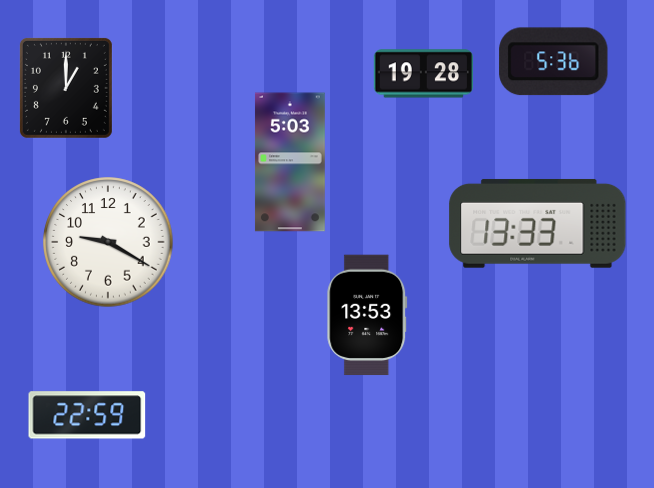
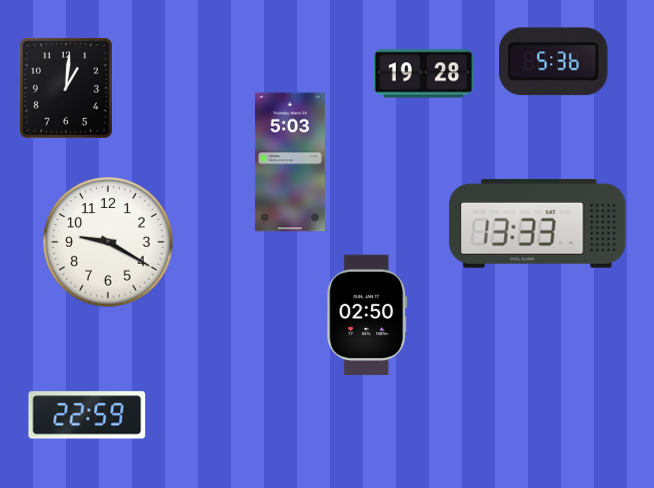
clock at (66, 88): 1:00 -> 1:01
clock at (367, 315): 13:53 -> 02:50
